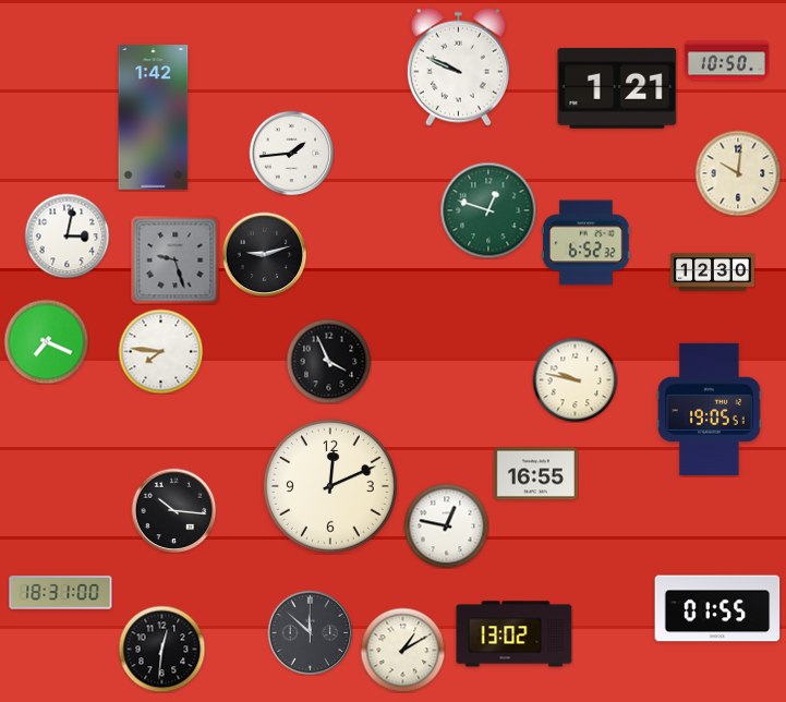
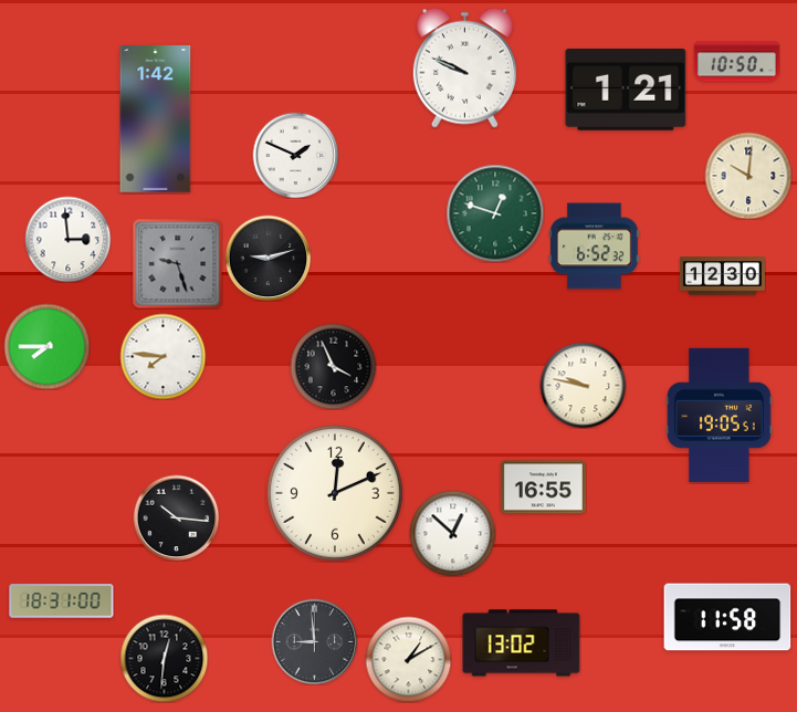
clock at (291, 153): 1:44 -> 1:49
clock at (66, 235): 3:02 -> 2:59
clock at (46, 341): 7:19 -> 7:45
clock at (535, 474) position: (535, 474) -> (543, 488)
clock at (446, 525): 12:47 -> 12:52
clock at (717, 608): 01:55 -> 11:58
clock at (310, 632): 11:52 -> 8:59
